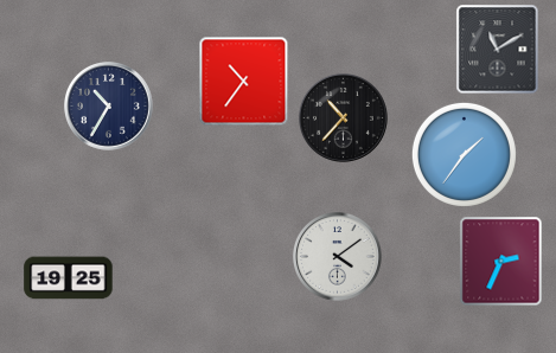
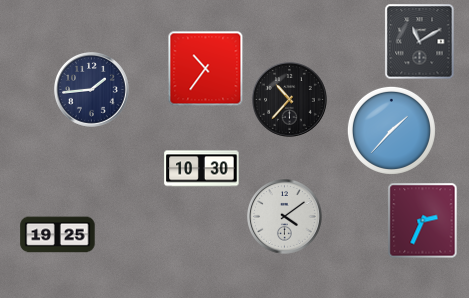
clock at (109, 107): 10:35 -> 1:44
clock at (464, 154): 1:36 -> 1:37
clock at (202, 169): none -> 10:30
